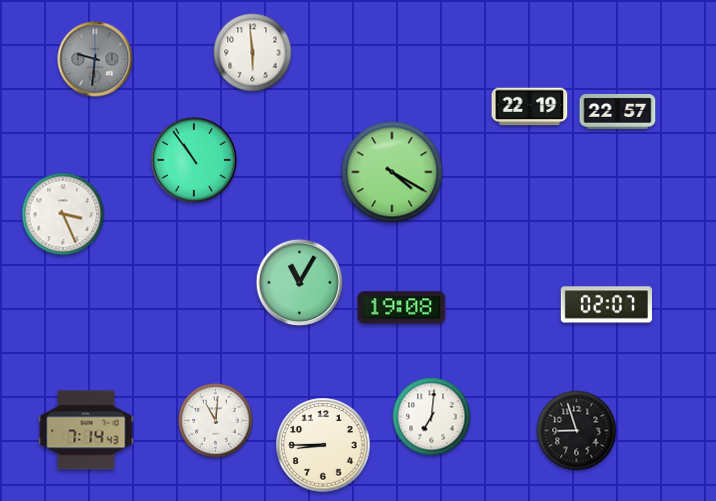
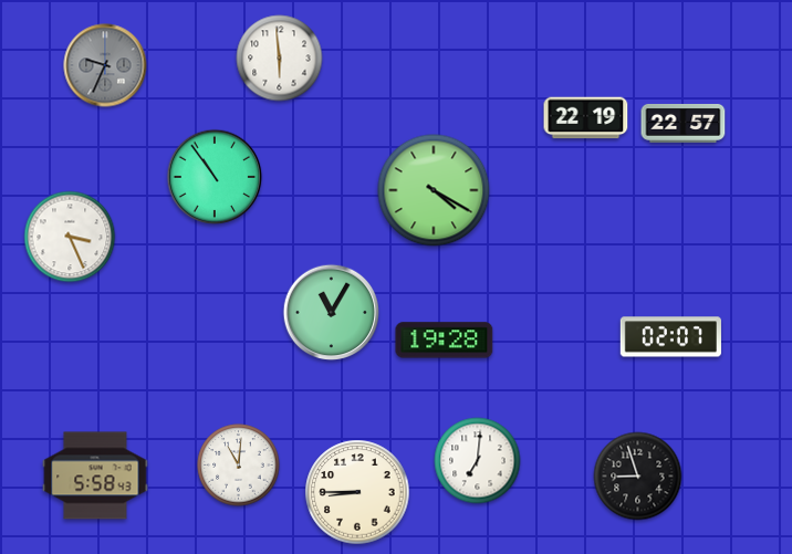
clock at (95, 59): 9:31 -> 9:34
clock at (402, 308): 19:08 -> 19:28
clock at (86, 430): 7:14 -> 5:58
